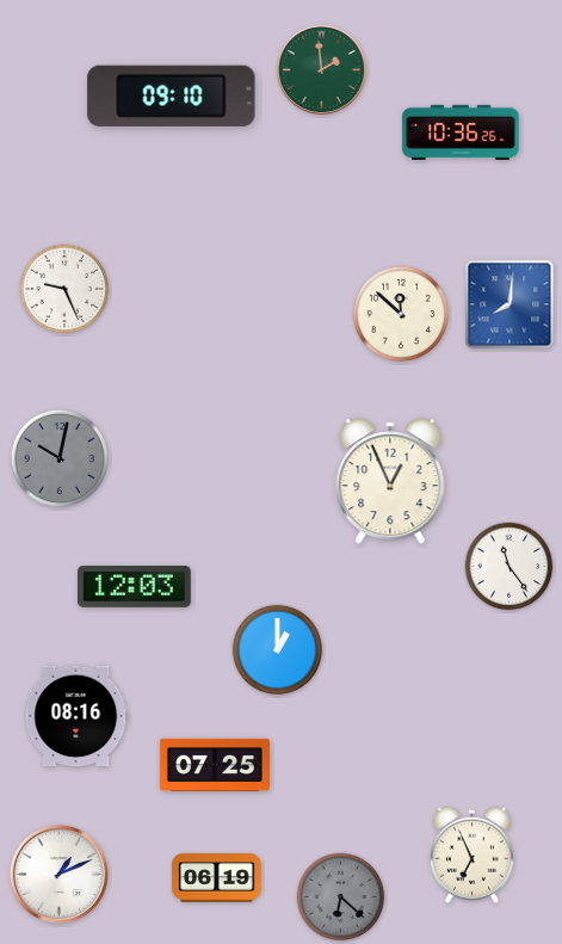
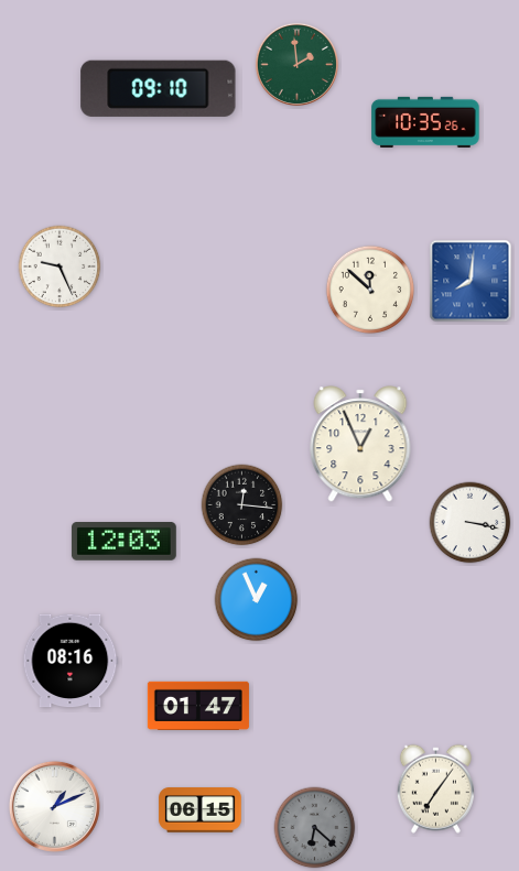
clock at (461, 132): 10:36 -> 10:35
clock at (58, 457): 10:02 -> none
clock at (242, 505): none -> 12:16
clock at (509, 567): 11:24 -> 3:17
clock at (278, 650): 1:00 -> 12:56
clock at (215, 765): 07:25 -> 01:47
clock at (471, 854): 6:56 -> 7:06
clock at (217, 878): 06:19 -> 06:15
